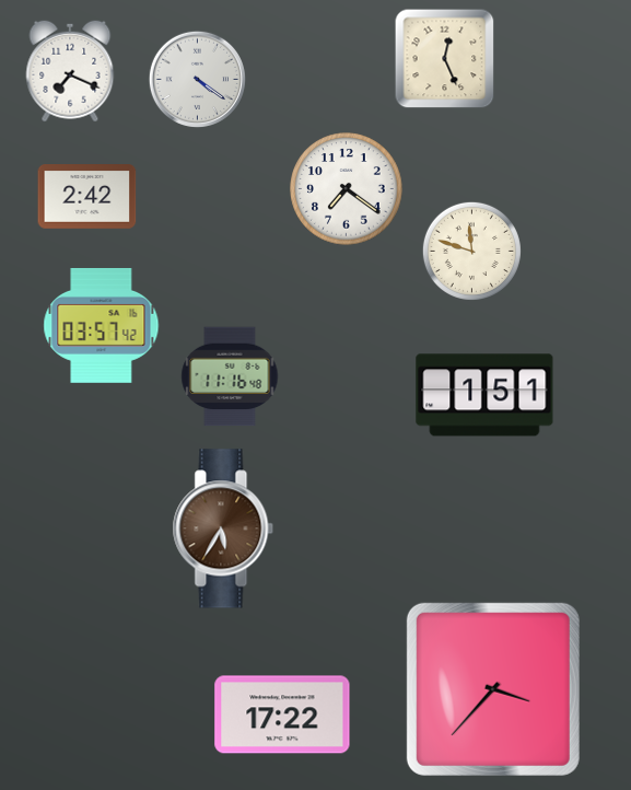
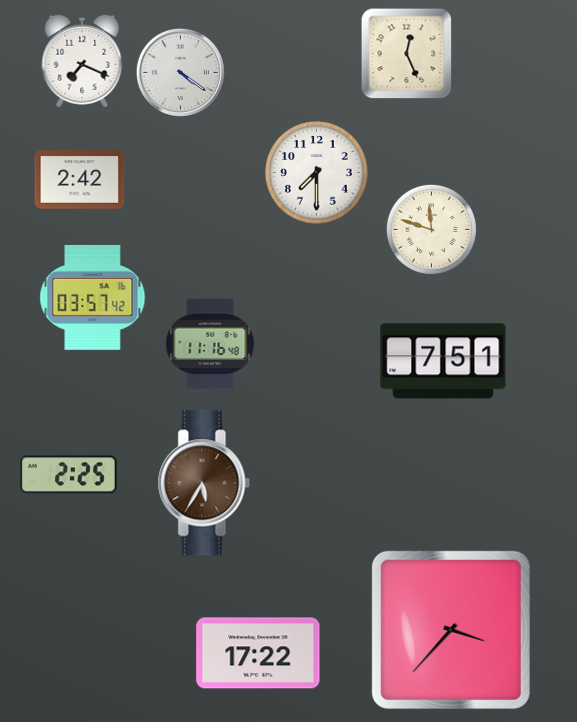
clock at (70, 71) position: (70, 71) -> (82, 61)
clock at (347, 189): 7:21 -> 7:30
clock at (484, 395): 1:51 -> 7:51
clock at (68, 475): none -> 2:25
